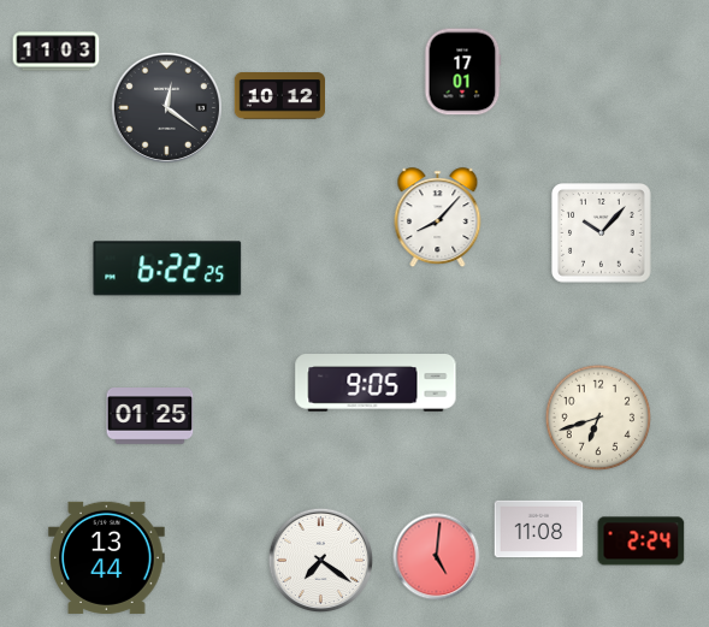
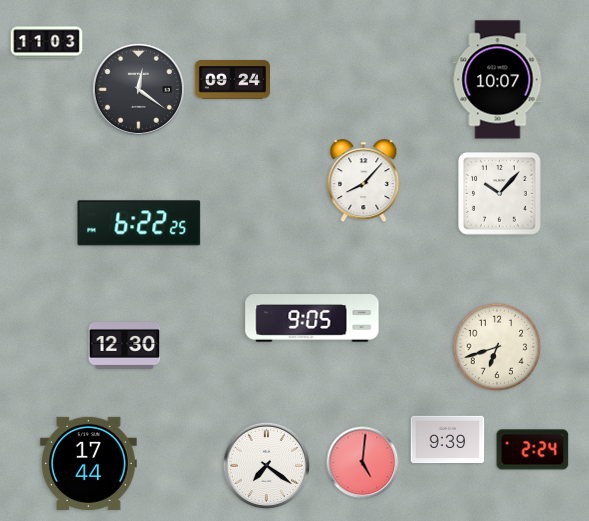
clock at (462, 72): 17:01 -> none
clock at (279, 96): 10:12 -> 09:24
clock at (498, 80): none -> 10:07
clock at (150, 416): 01:25 -> 12:30
clock at (539, 530): 11:08 -> 9:39
clock at (107, 557): 13:44 -> 17:44
